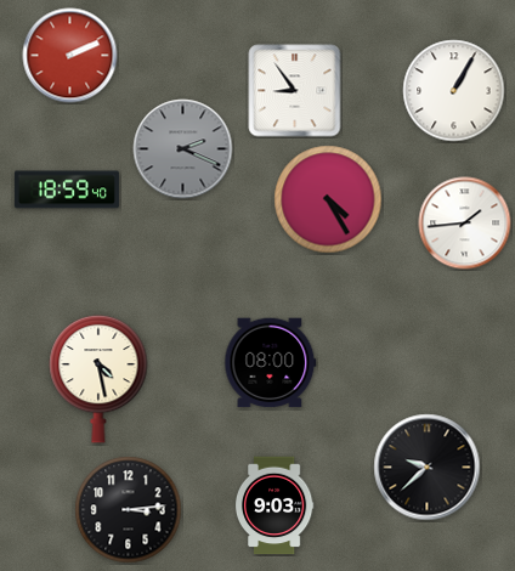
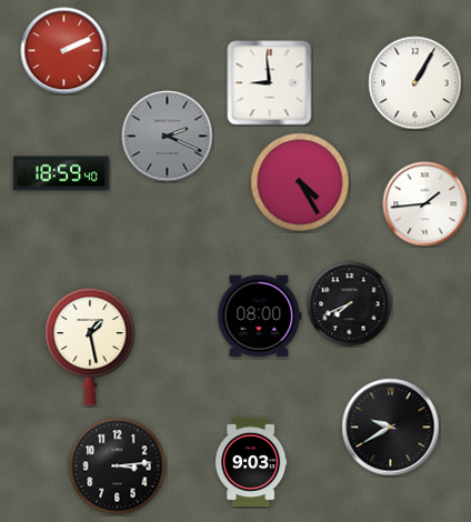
clock at (295, 91): 8:54 -> 8:59
clock at (350, 304): none -> 7:41
clock at (271, 363) position: (271, 363) -> (260, 317)
clock at (98, 379): 4:28 -> 1:28
clock at (428, 468): 9:38 -> 9:40
